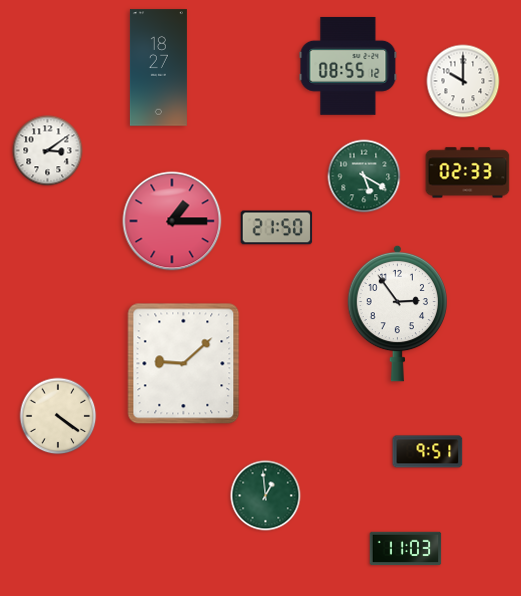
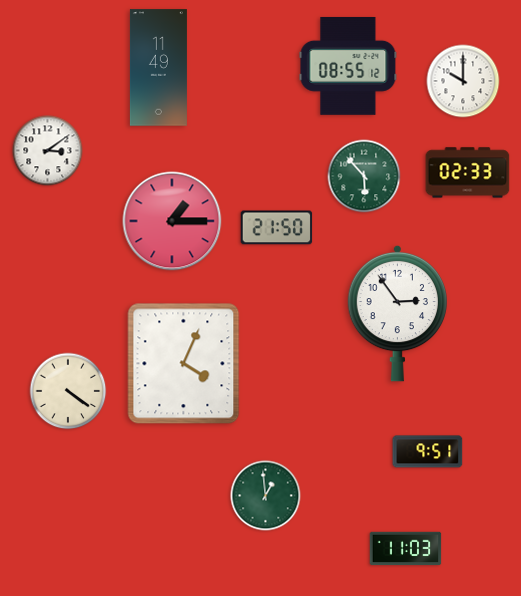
clock at (158, 68): 18:27 -> 11:49
clock at (364, 176): 5:20 -> 5:53
clock at (184, 364): 9:08 -> 4:04
clock at (58, 416) position: (58, 416) -> (68, 391)
